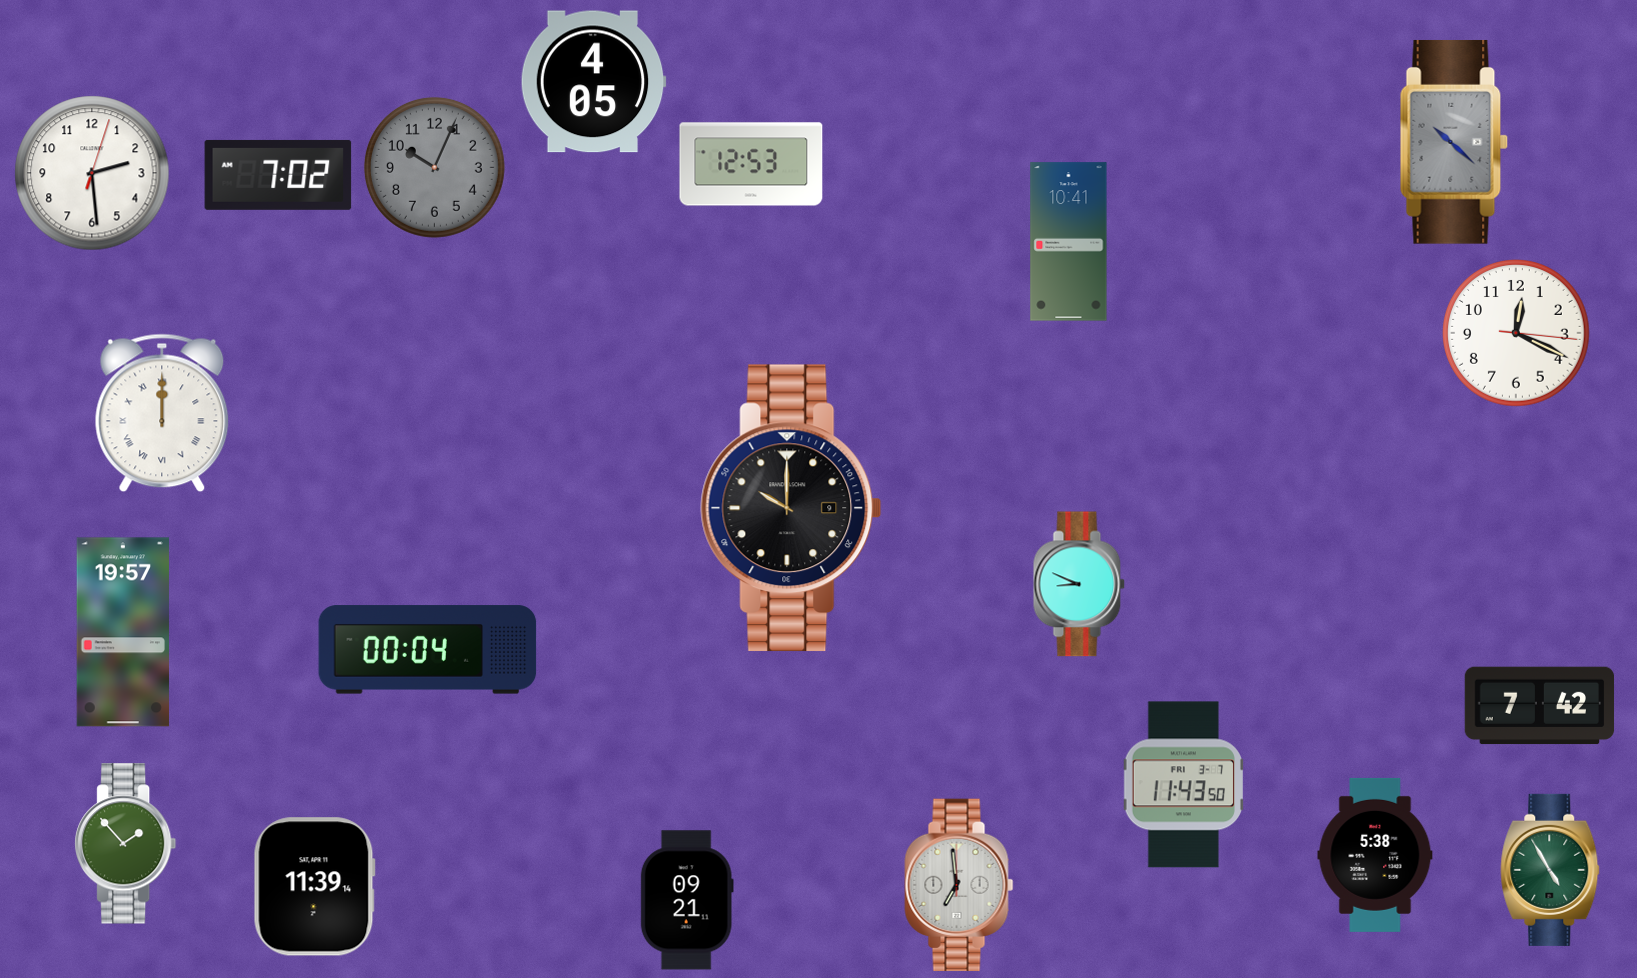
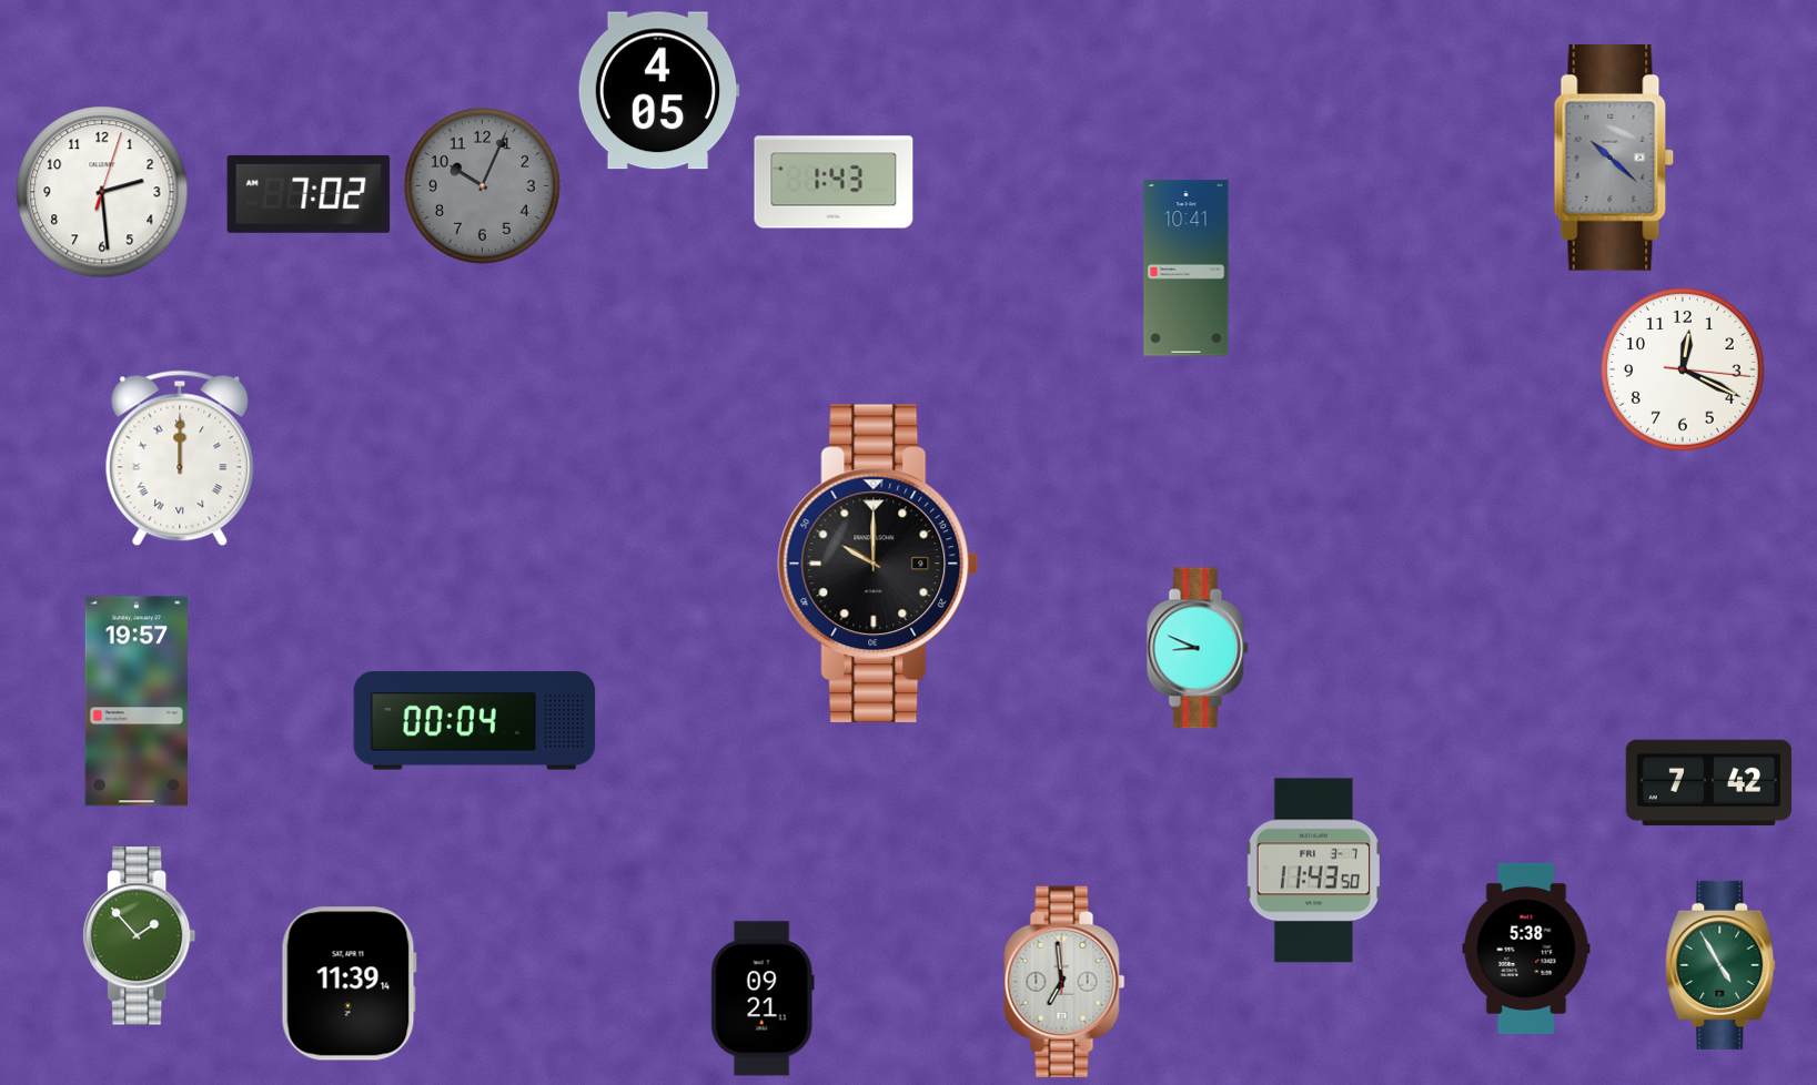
clock at (751, 164): 12:53 -> 1:43
